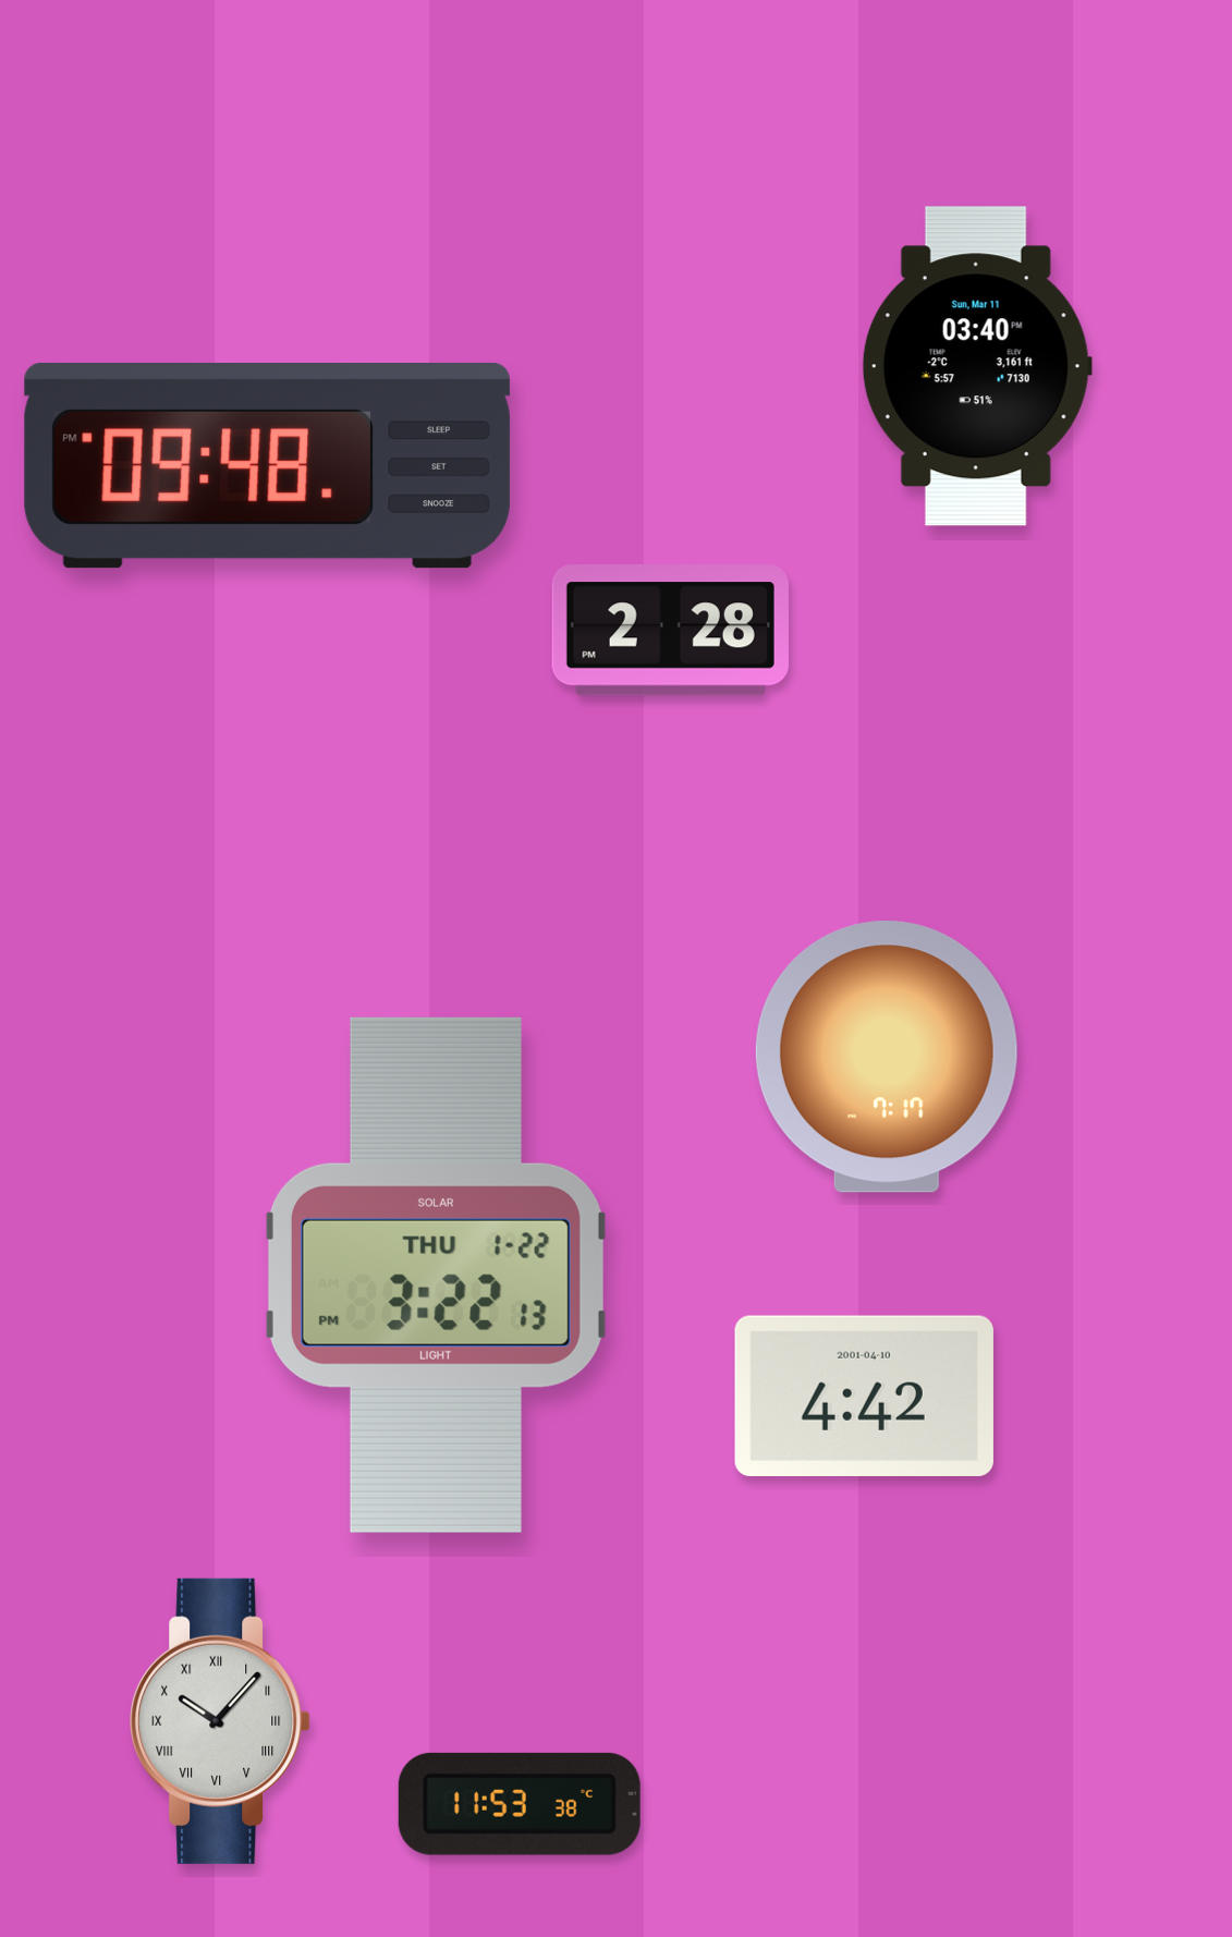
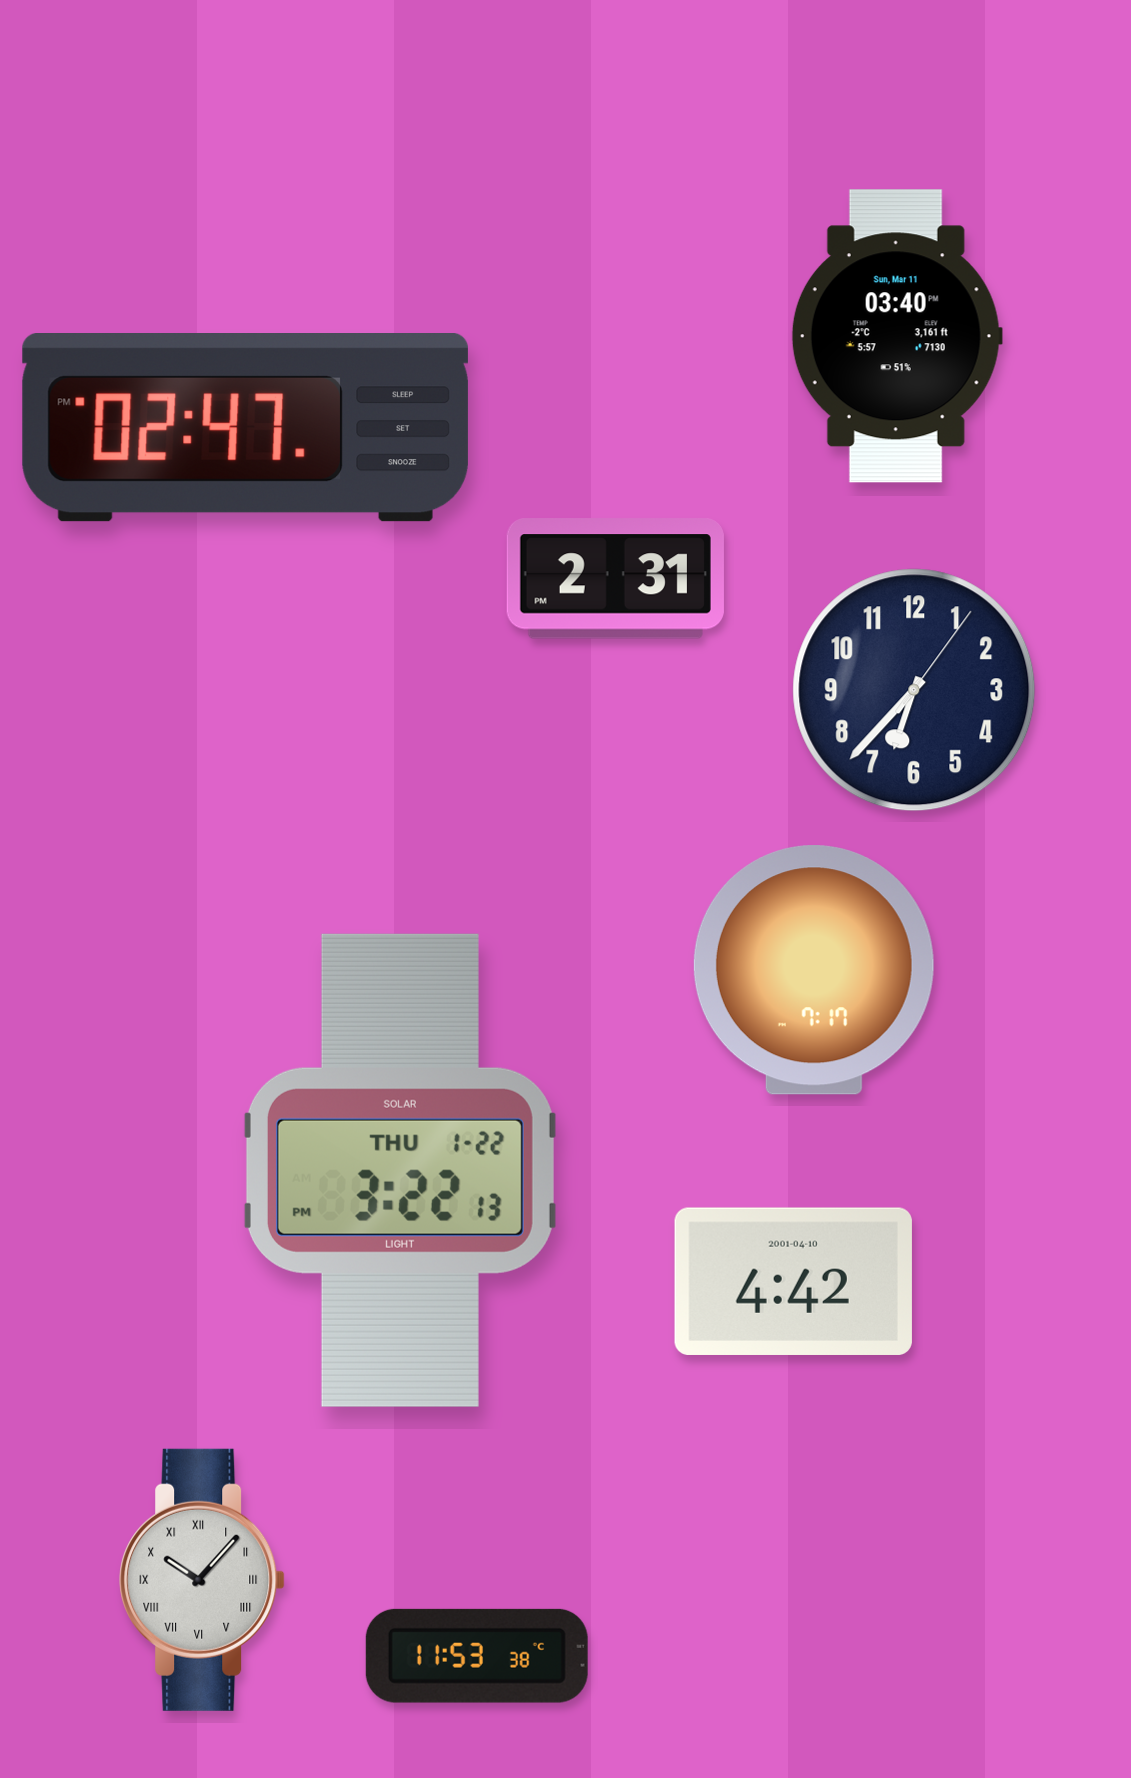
clock at (267, 466): 09:48 -> 02:47
clock at (670, 631): 2:28 -> 2:31
clock at (914, 690): none -> 6:37
